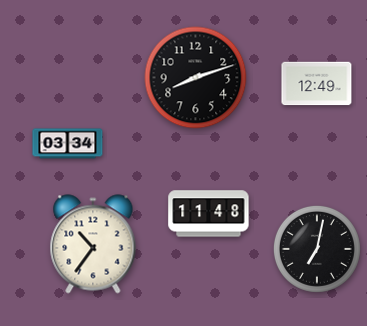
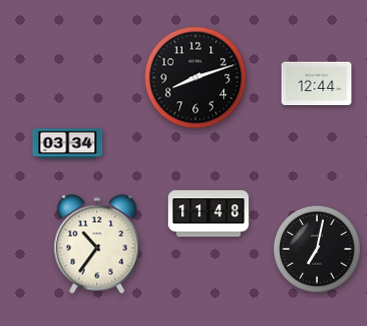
clock at (317, 84): 12:49 -> 12:44
clock at (93, 244) position: (93, 244) -> (97, 244)
